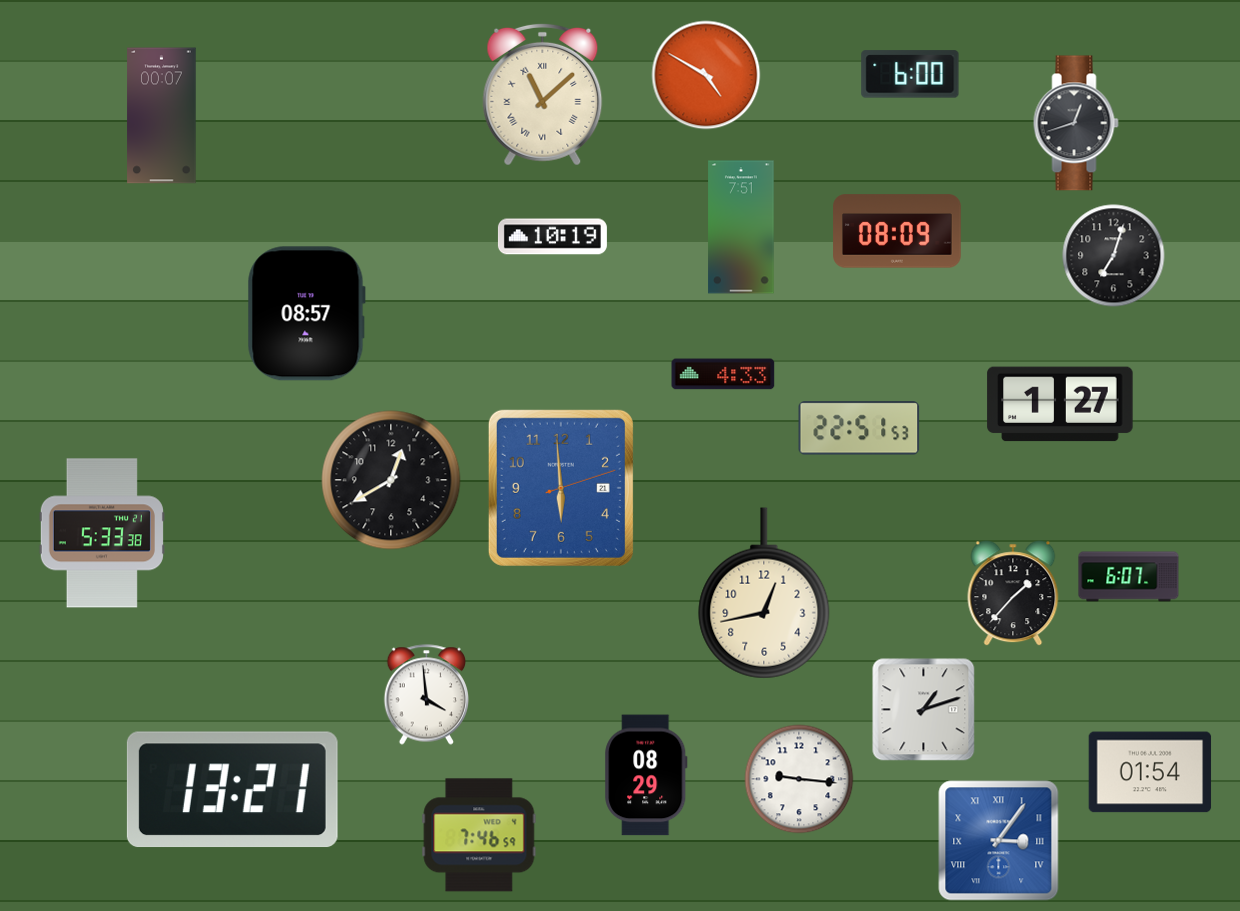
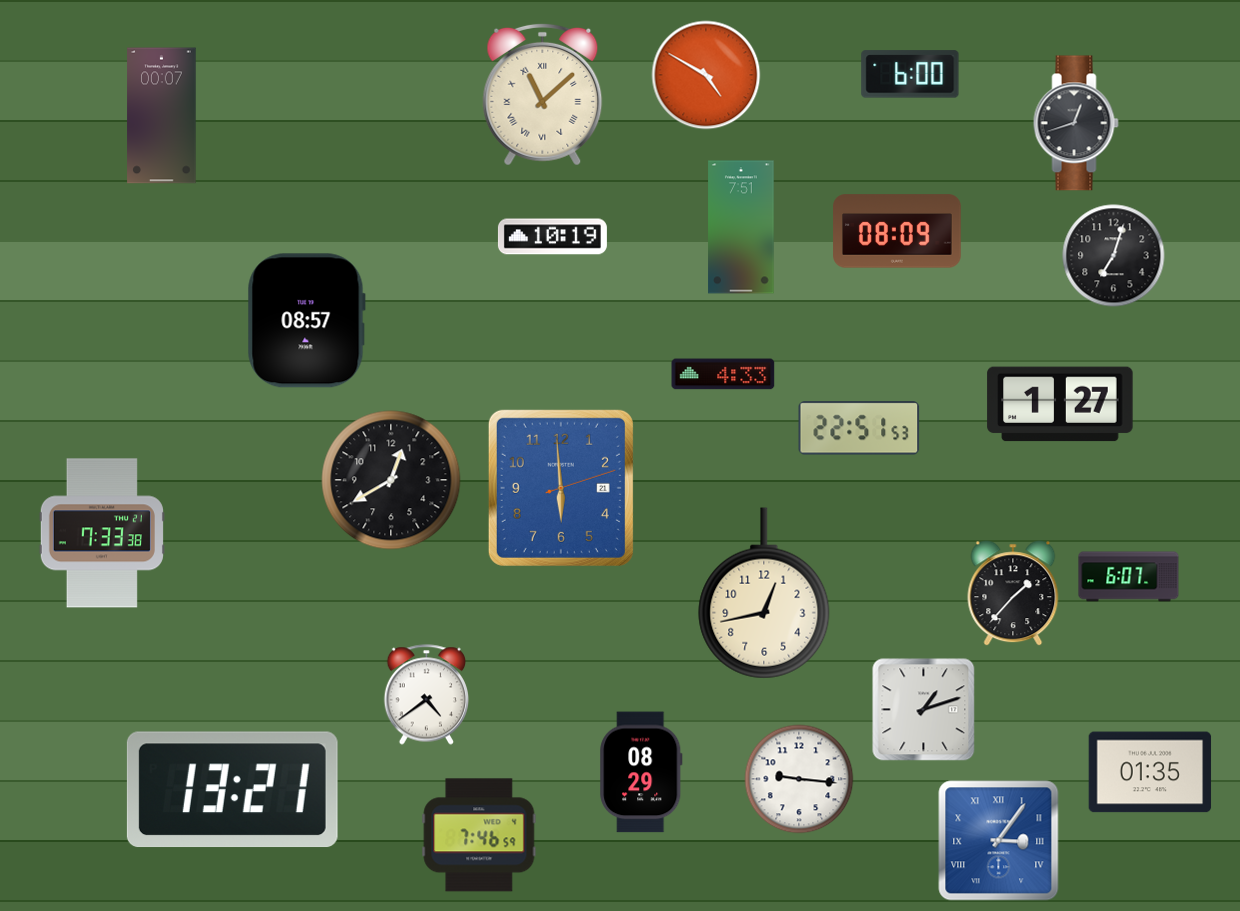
clock at (306, 314) position: (306, 314) -> (306, 321)
clock at (102, 533): 5:33 -> 7:33
clock at (426, 695): 3:59 -> 4:39
clock at (1150, 772): 01:54 -> 01:35
clock at (646, 775) position: (646, 775) -> (641, 772)
